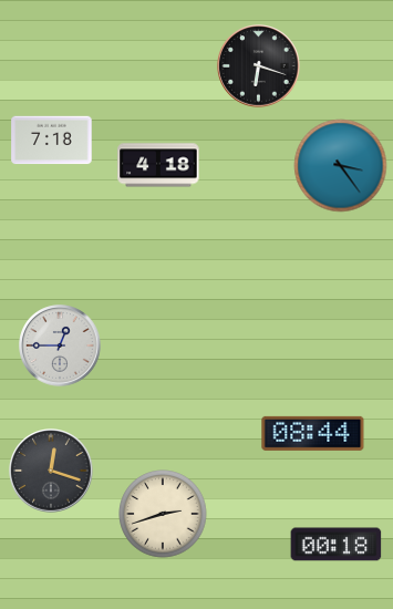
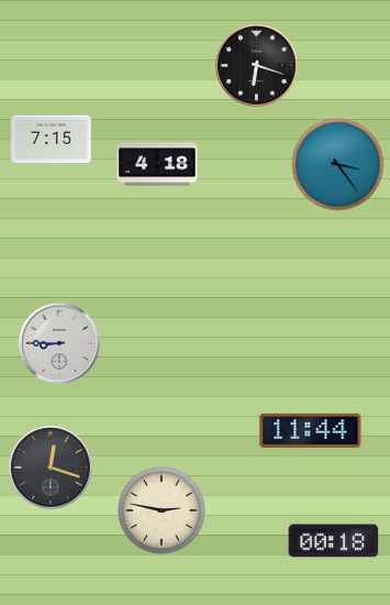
clock at (52, 141): 7:18 -> 7:15
clock at (60, 345): 12:45 -> 8:45
clock at (313, 433): 08:44 -> 11:44
clock at (163, 514): 2:42 -> 2:47
